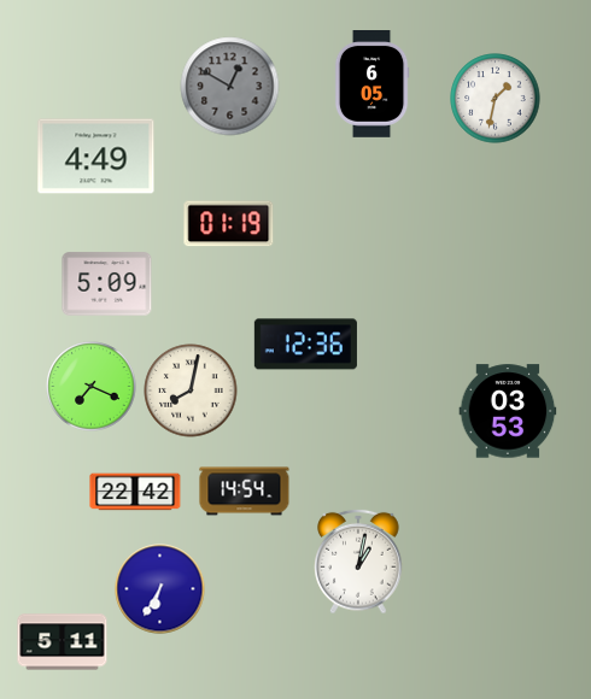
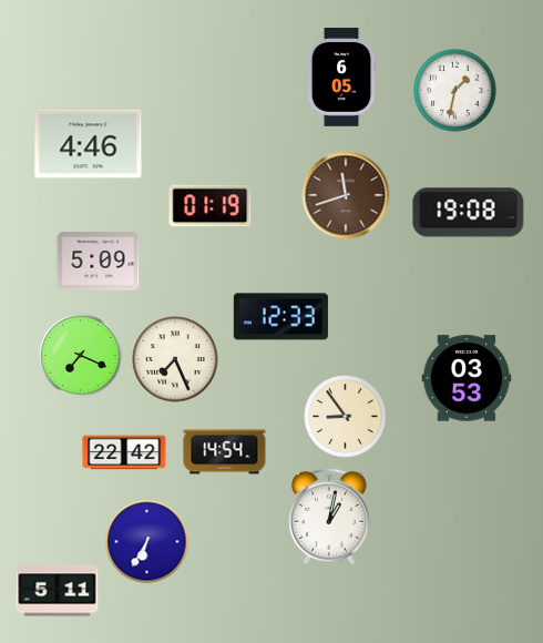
clock at (230, 87): 12:50 -> none
clock at (96, 157): 4:49 -> 4:46
clock at (346, 195): none -> 11:42
clock at (469, 213): none -> 19:08
clock at (305, 345): 12:36 -> 12:33
clock at (92, 387) position: (92, 387) -> (81, 356)
clock at (191, 390): 8:02 -> 7:26
clock at (346, 417): none -> 8:54
